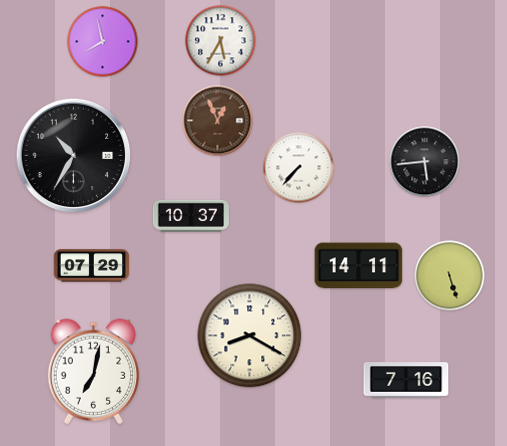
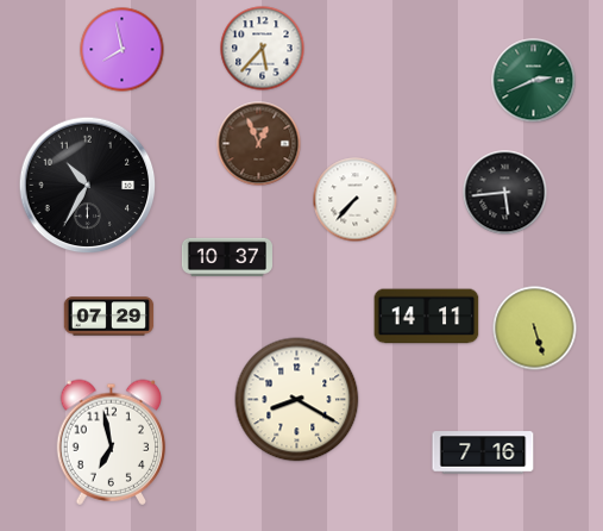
clock at (221, 41): 5:35 -> 5:37
clock at (534, 81): none -> 2:41
clock at (94, 371): 7:02 -> 6:58
